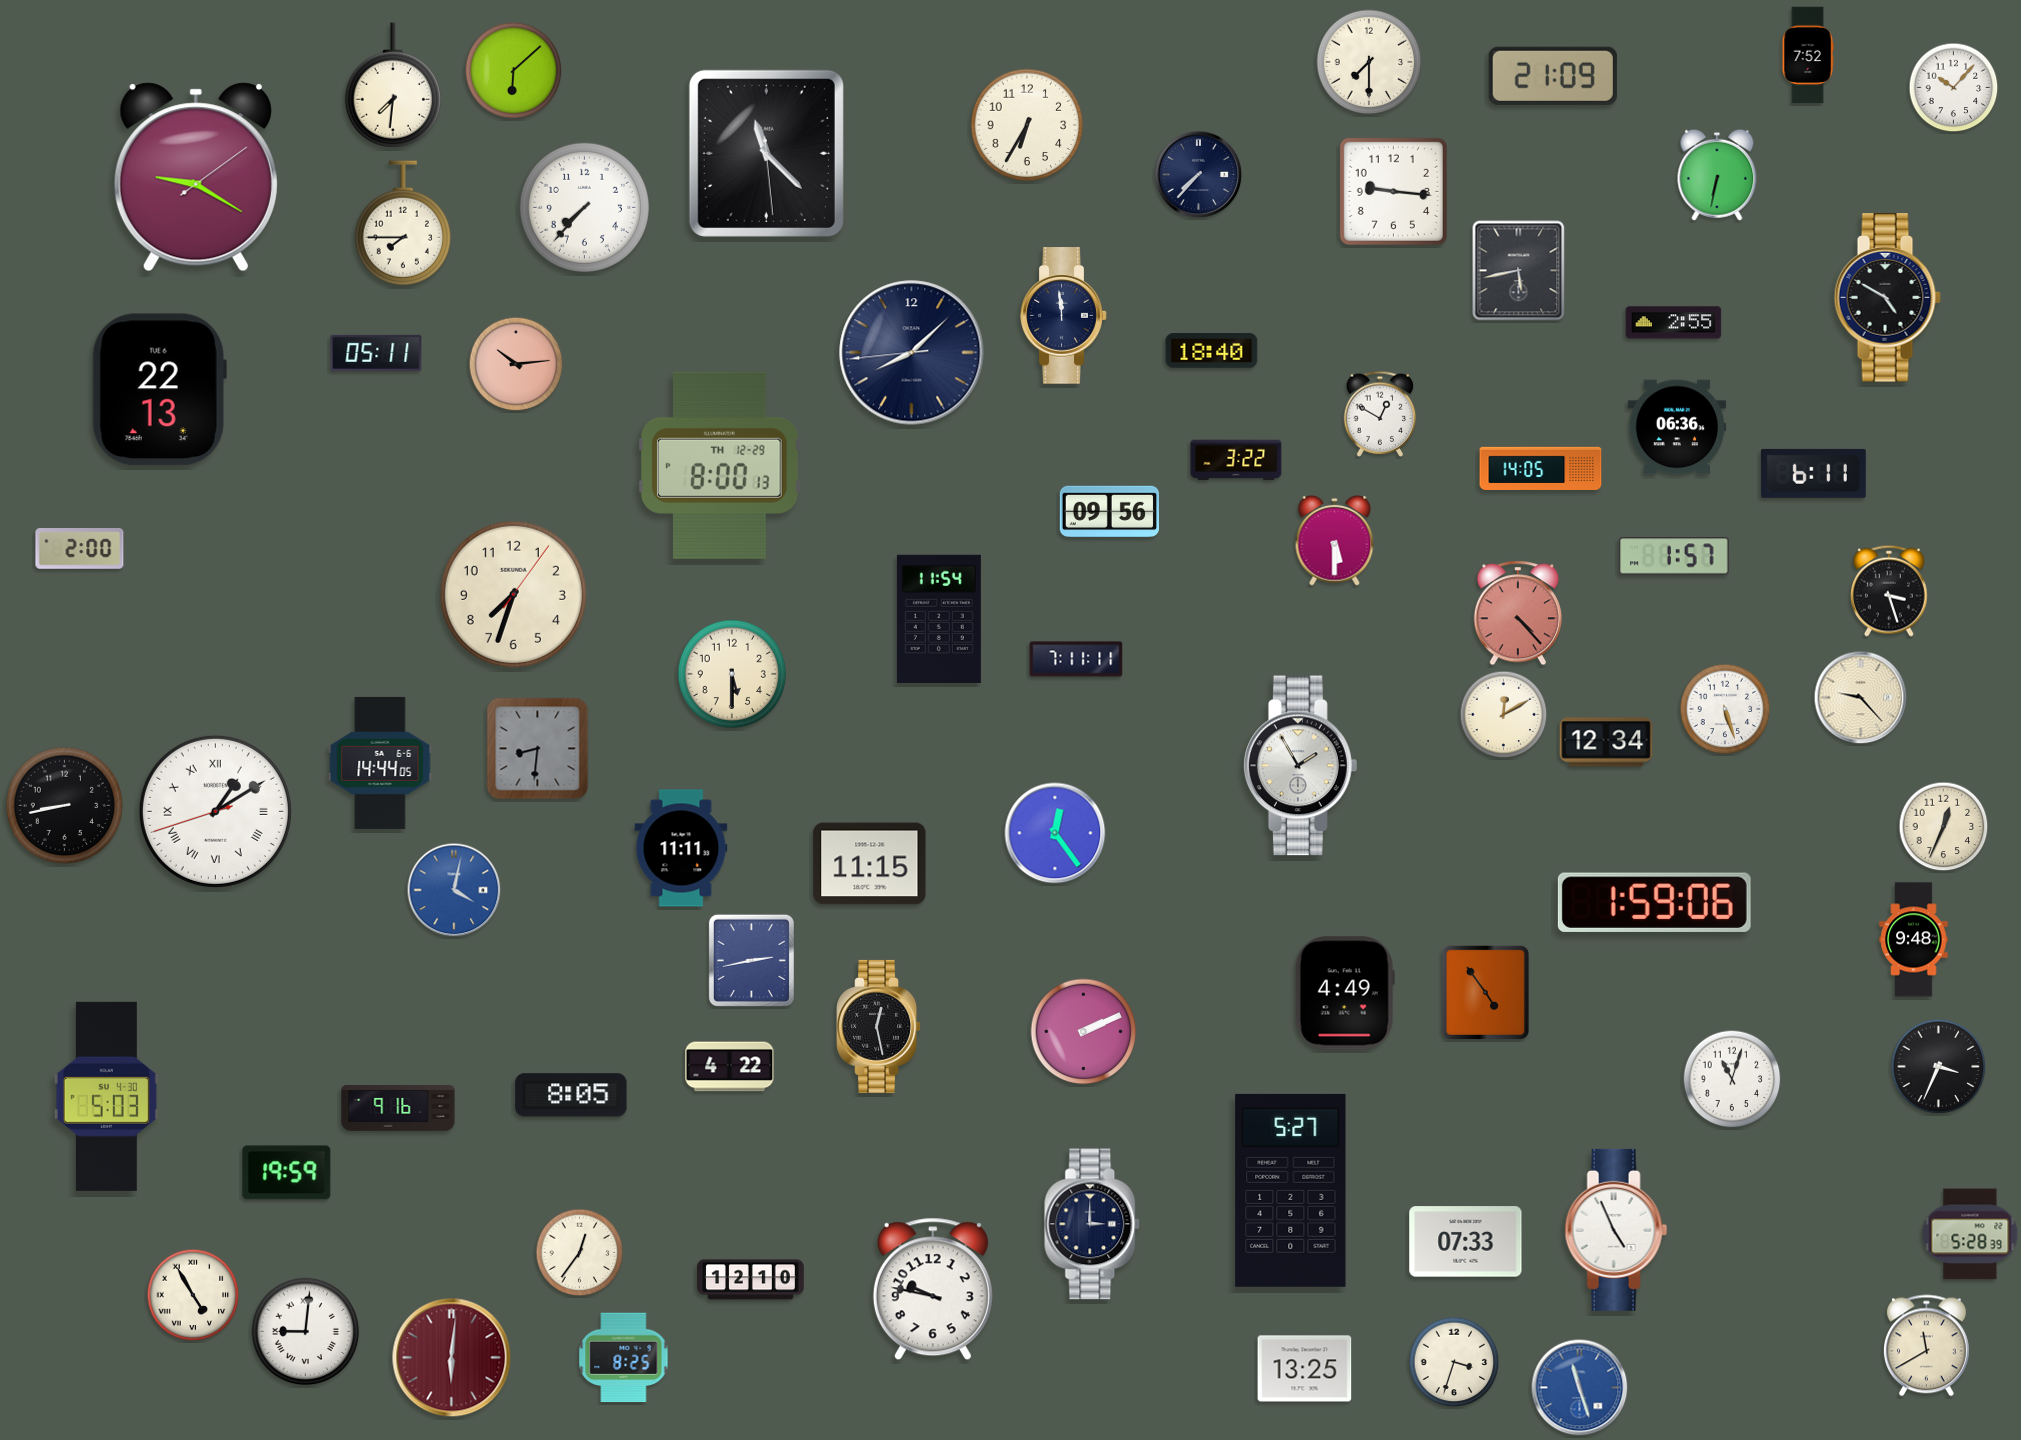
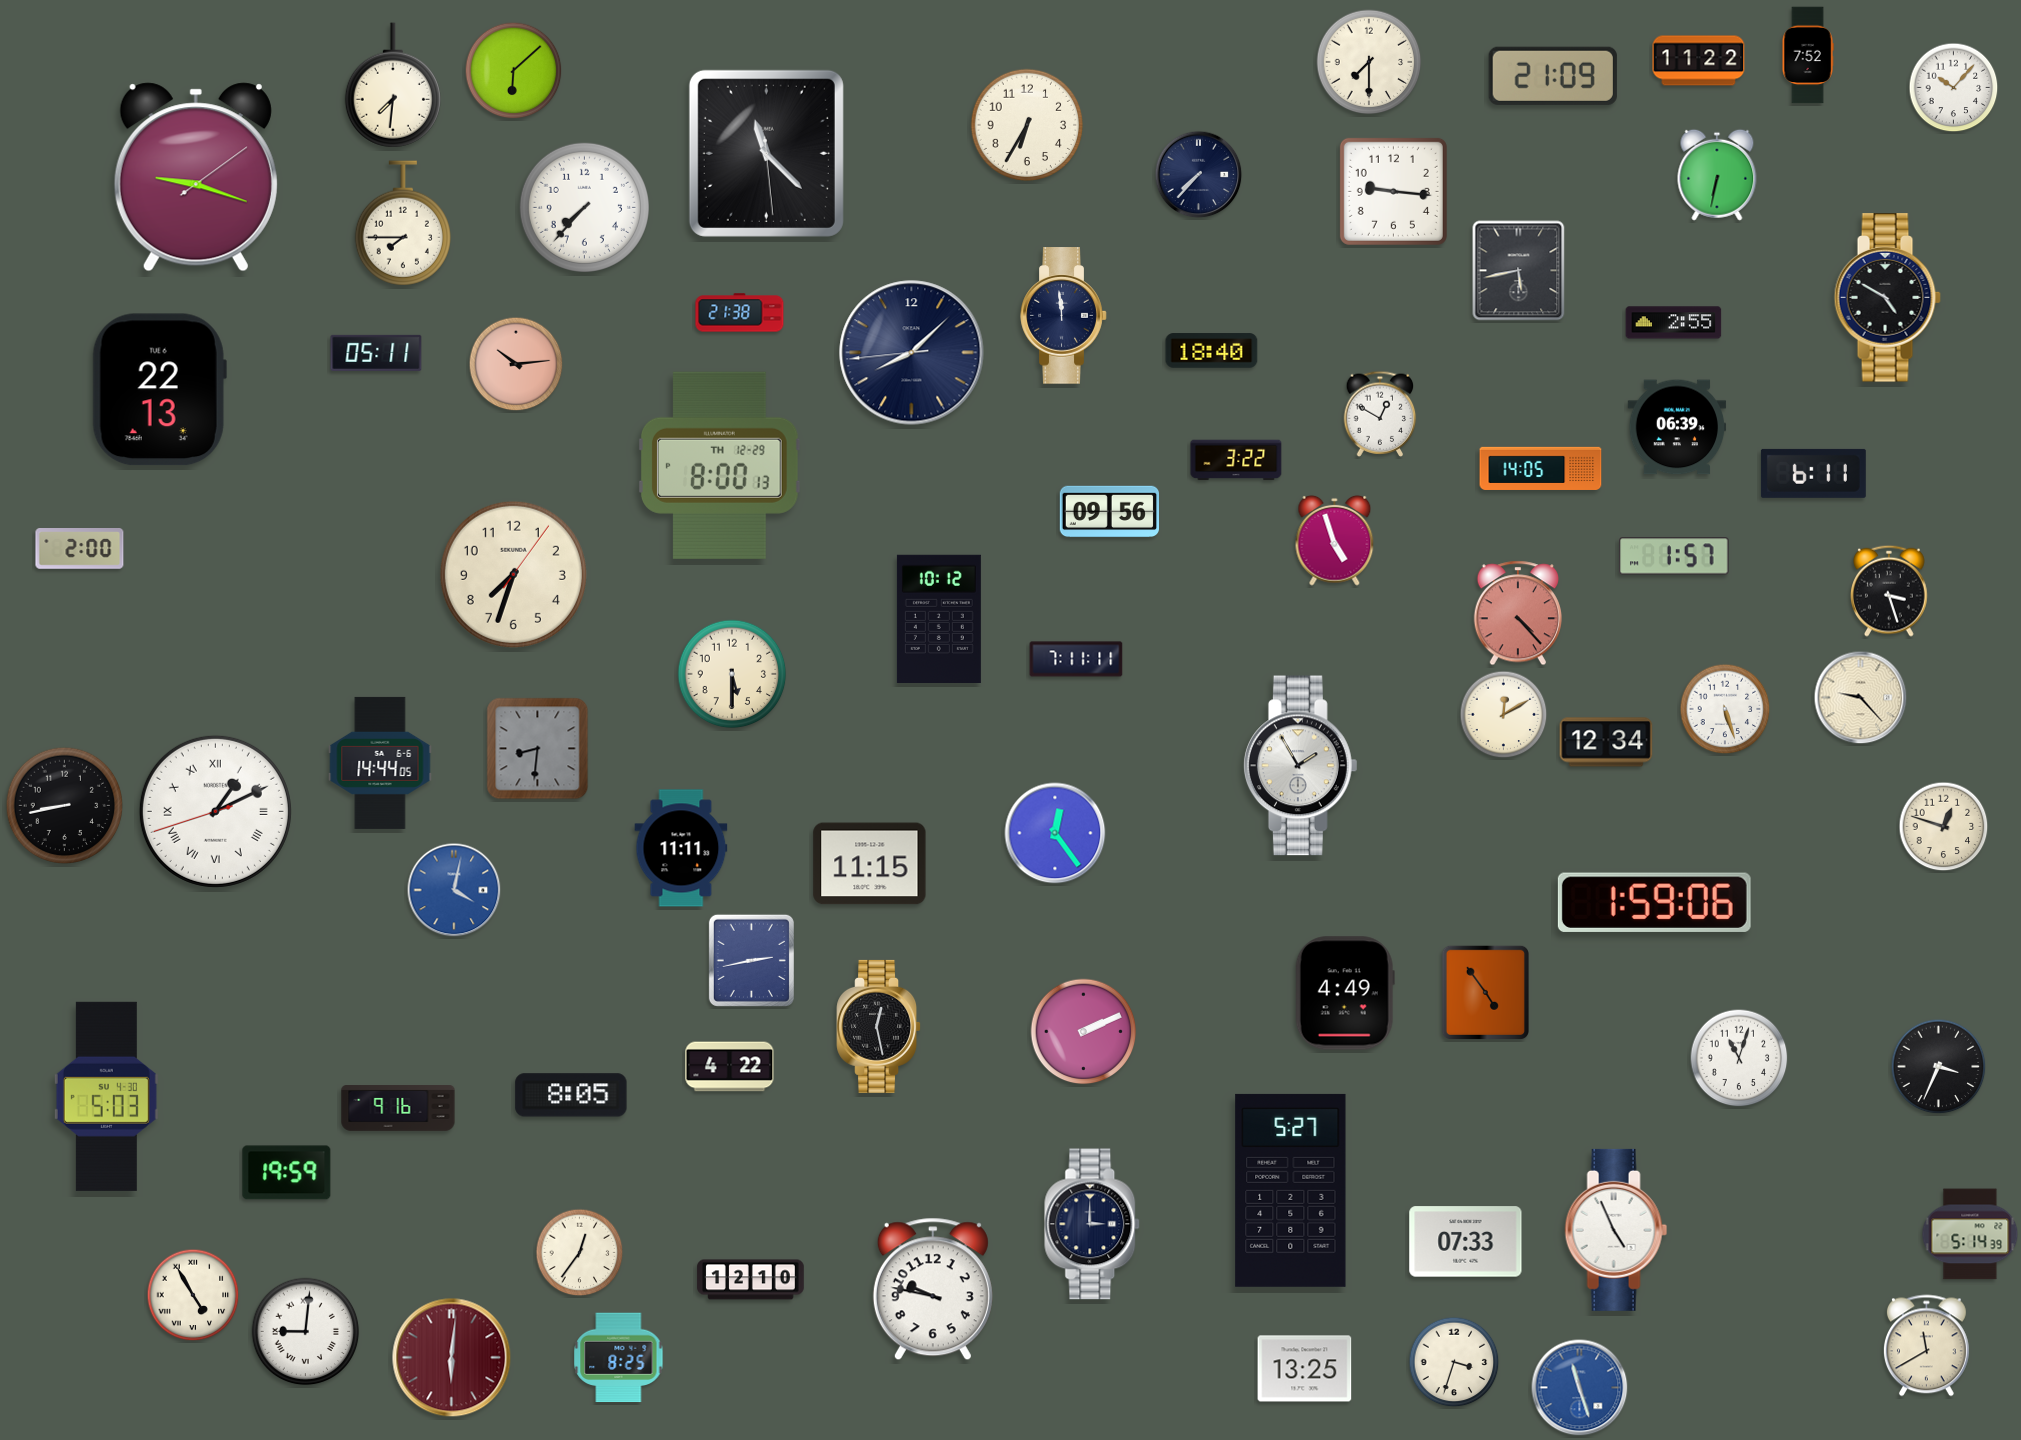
clock at (1699, 61): none -> 11:22
clock at (196, 177): 9:20 -> 9:18
clock at (740, 313): none -> 21:38
clock at (1677, 427): 06:36 -> 06:39
clock at (1335, 540): 5:30 -> 4:57
clock at (513, 594) position: (513, 594) -> (513, 574)
clock at (939, 618): 11:54 -> 10:12
clock at (215, 811): 1:09 -> 1:10
clock at (1944, 827): 12:34 -> 12:48
clock at (1914, 940): 9:48 -> none
clock at (1732, 1079) position: (1732, 1079) -> (1739, 1058)
clock at (1970, 1234): 5:28 -> 5:14
clock at (624, 1358) position: (624, 1358) -> (619, 1358)
